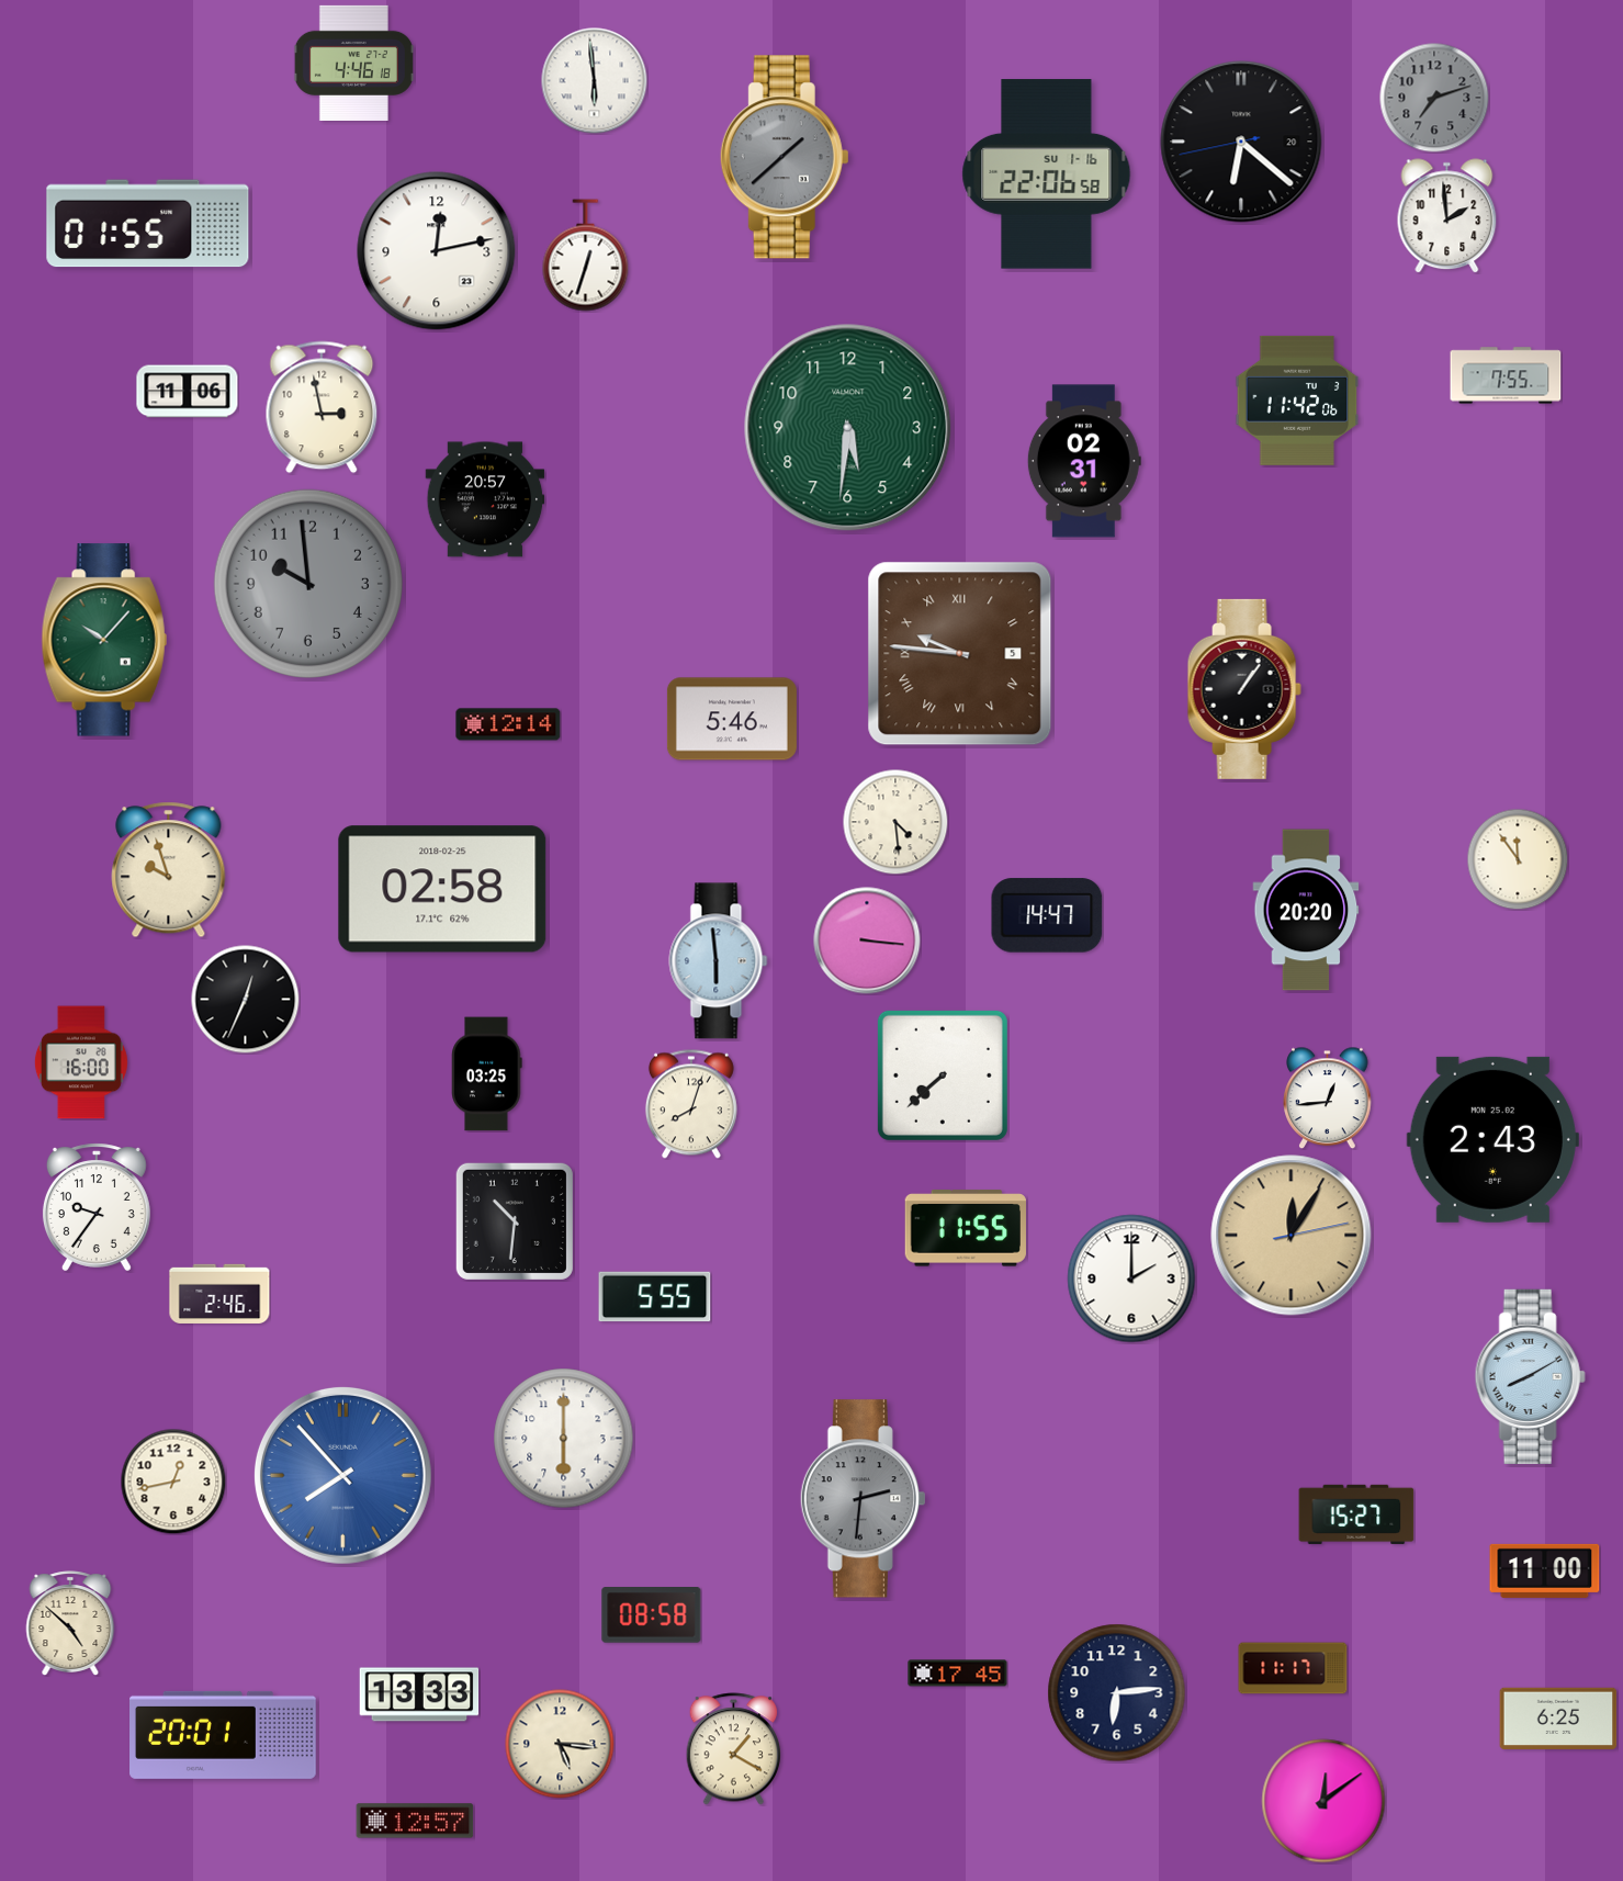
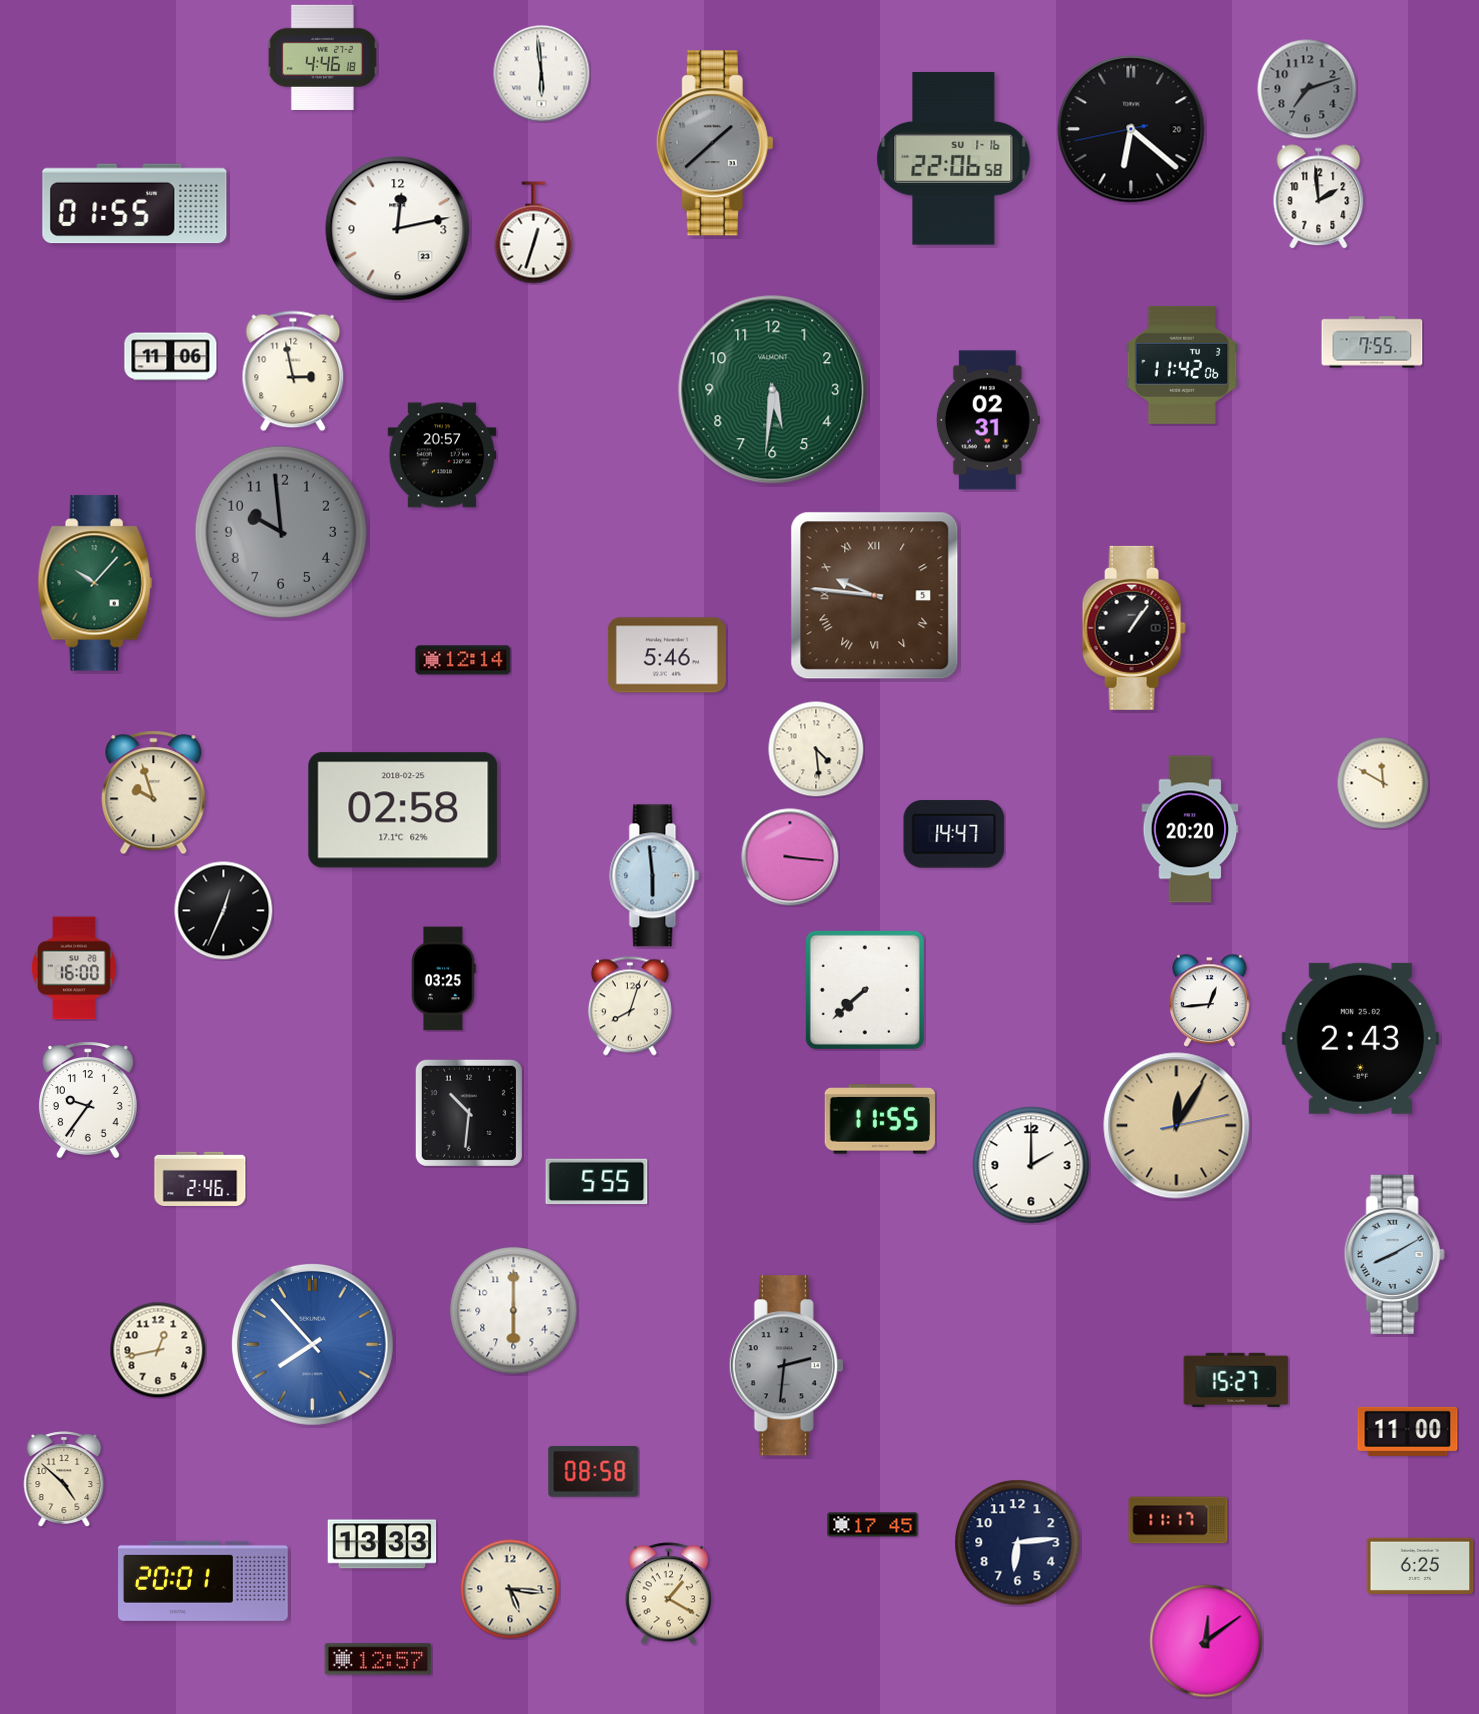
clock at (1518, 859): 11:54 -> 11:50
clock at (943, 1075) position: (943, 1075) -> (865, 990)
